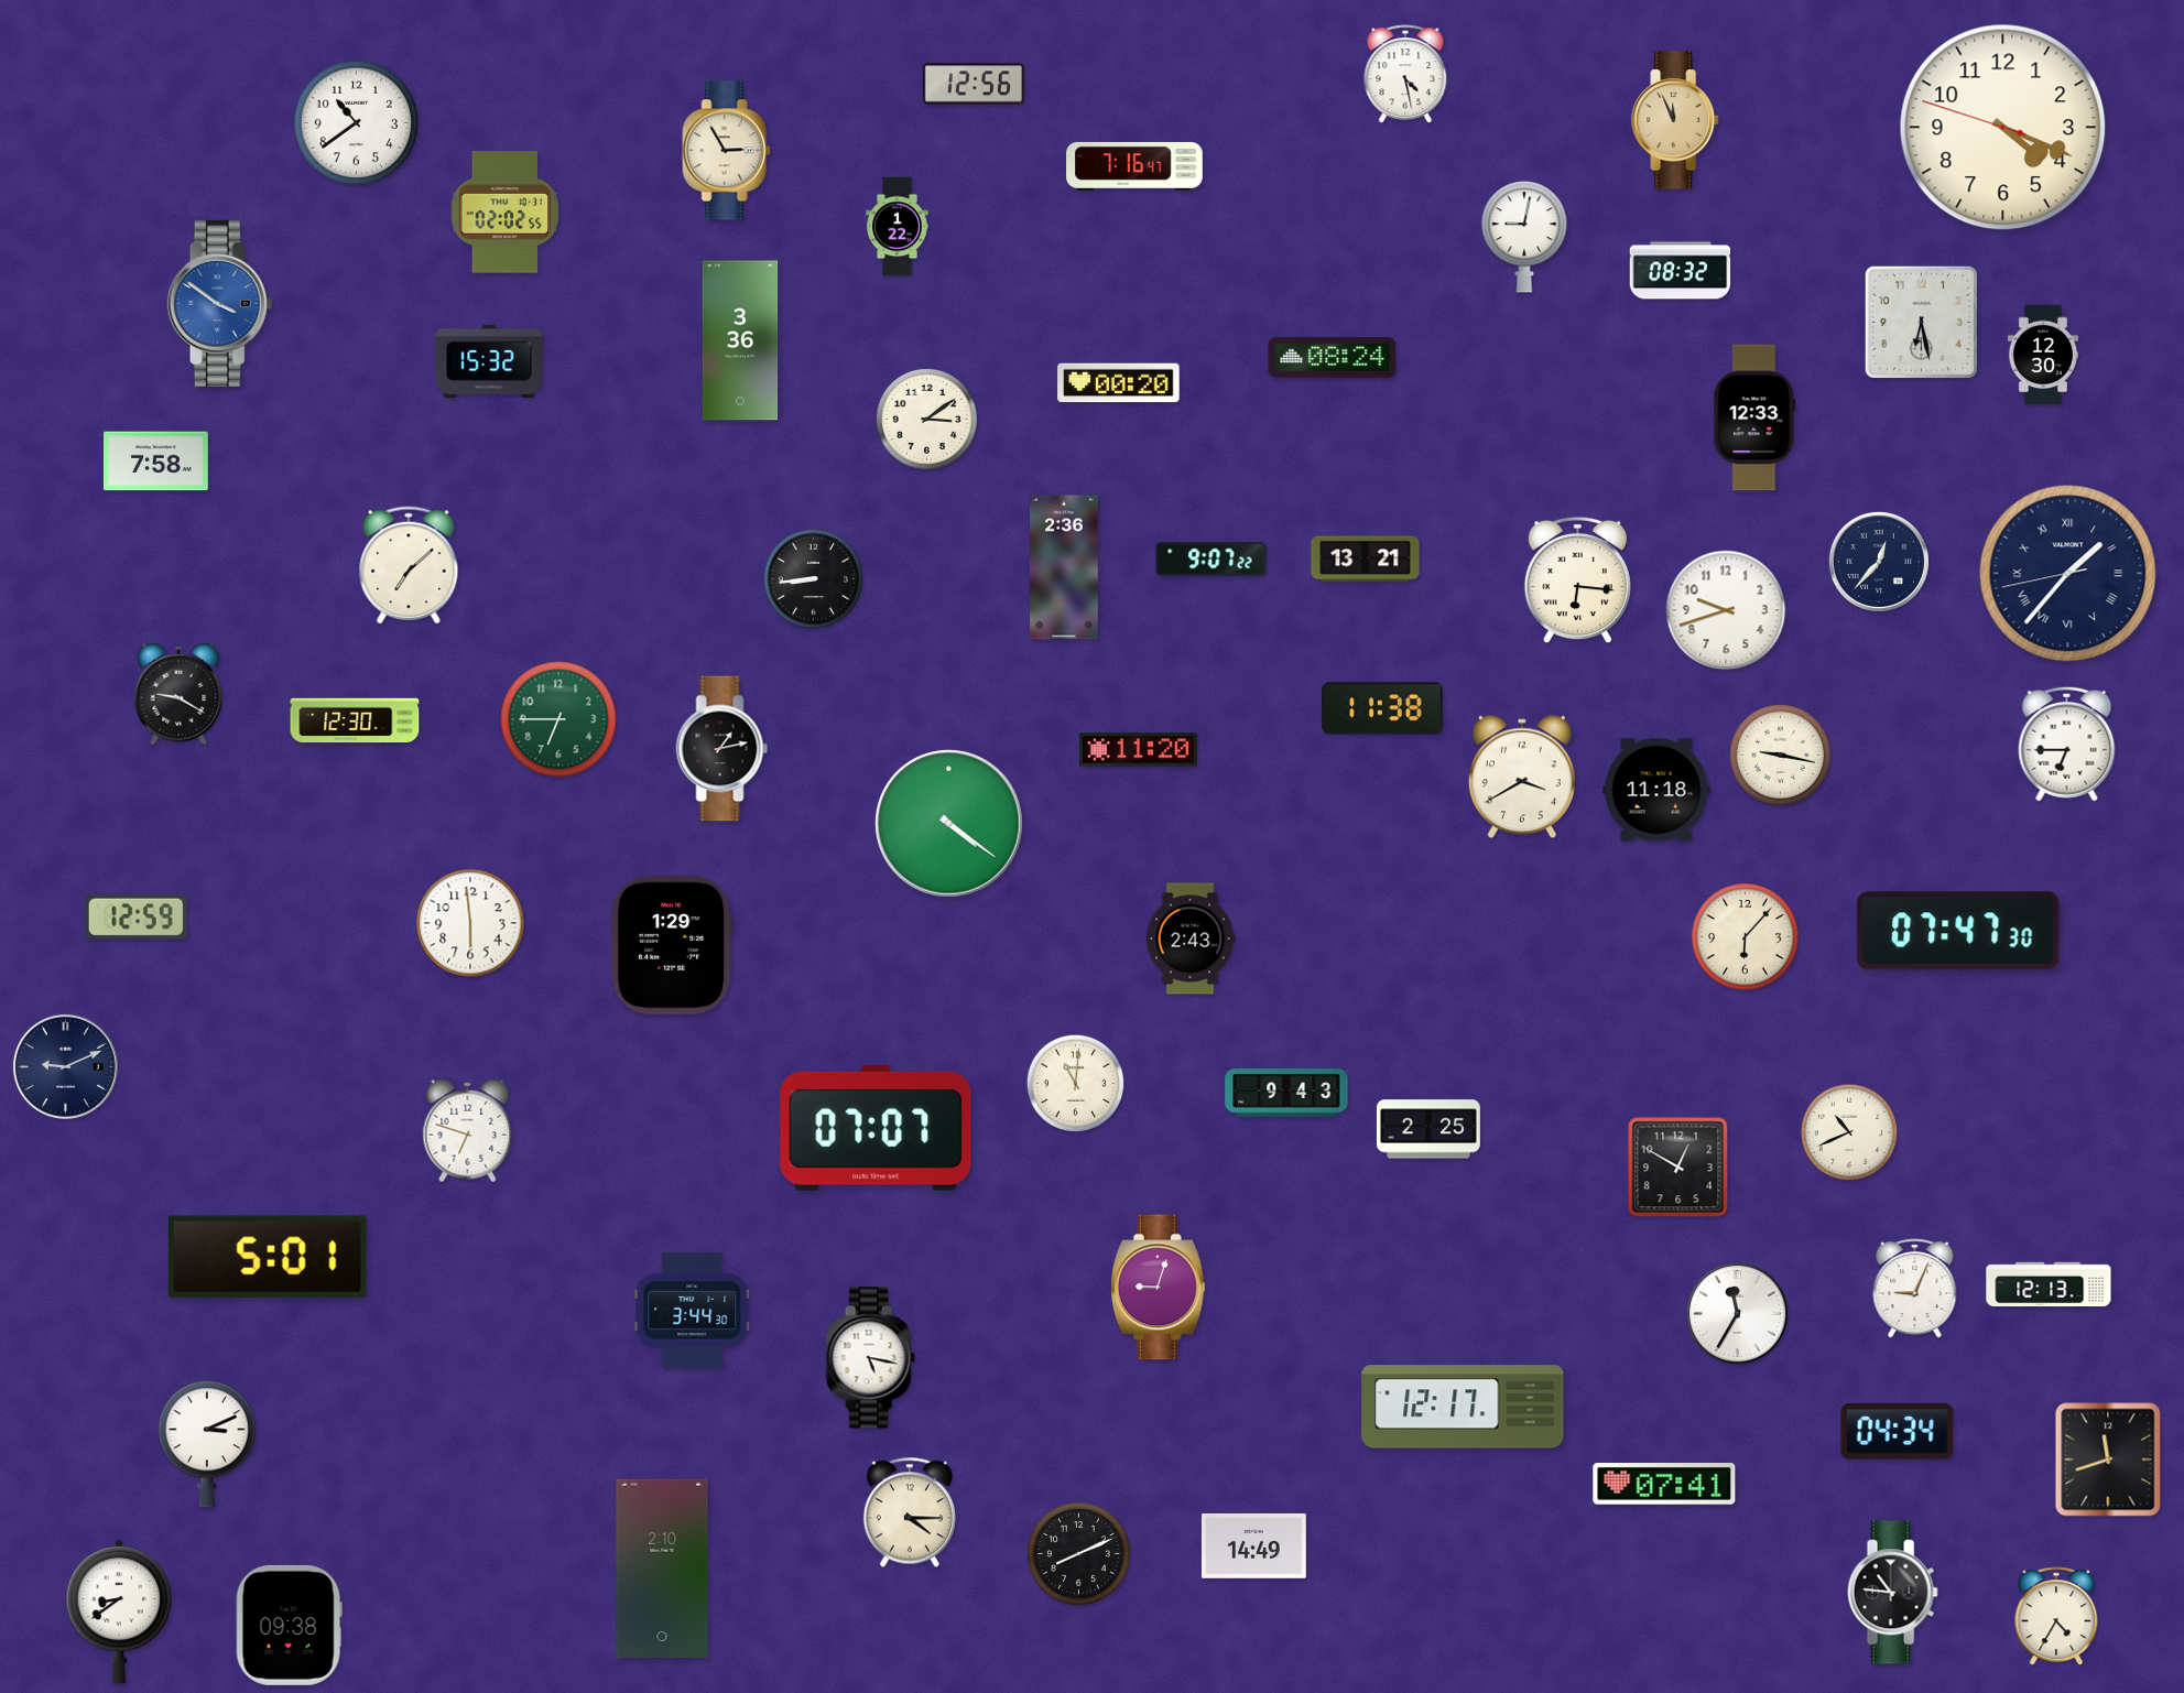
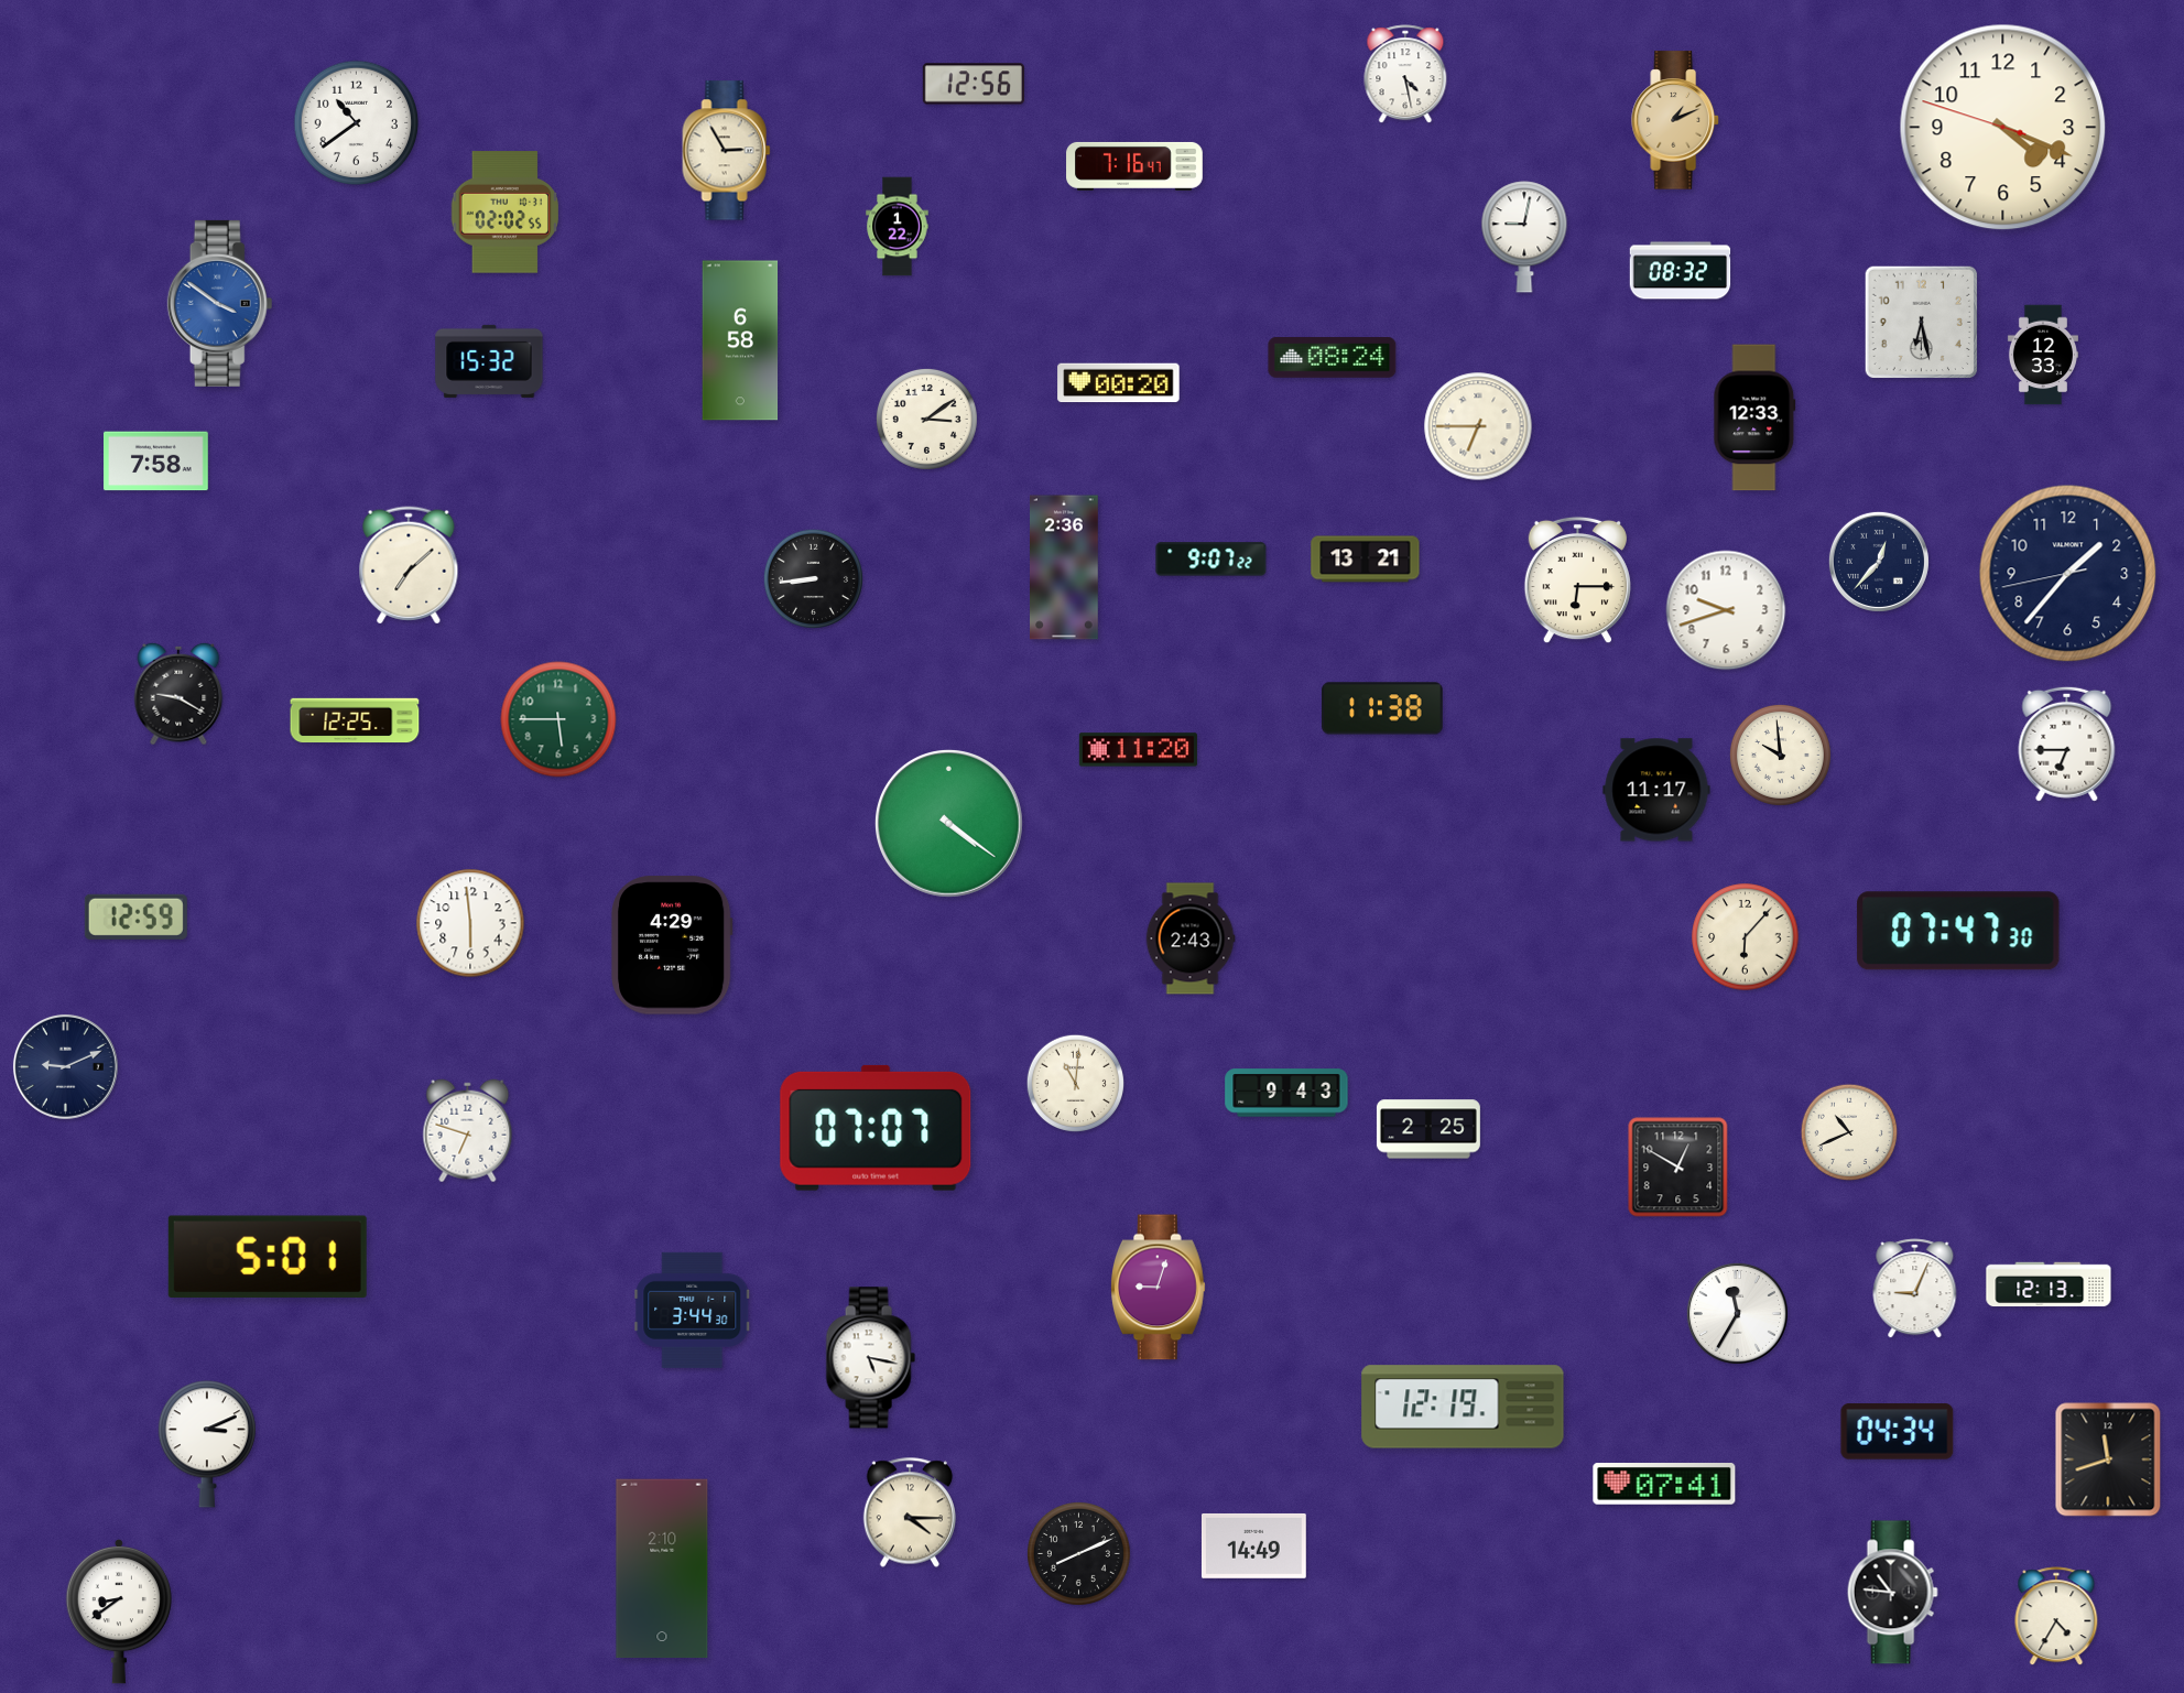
clock at (1675, 120): 11:56 -> 1:11
clock at (740, 340): 3:36 -> 6:58
clock at (2043, 355): 12:30 -> 12:33
clock at (1478, 426): none -> 6:45
clock at (2068, 574) numerals: Roman -> Arabic
clock at (1577, 580): 6:16 -> 6:15
clock at (558, 719): 6:45 -> 5:45
clock at (355, 720): 12:30 -> 12:25
clock at (722, 749): 1:13 -> none
clock at (1780, 755): 9:17 -> 9:59
clock at (1522, 777): 3:40 -> none
clock at (1656, 790): 11:18 -> 11:17
clock at (672, 945): 1:29 -> 4:29
clock at (1463, 1407): 12:17 -> 12:19
clock at (289, 1625): 09:38 -> none
